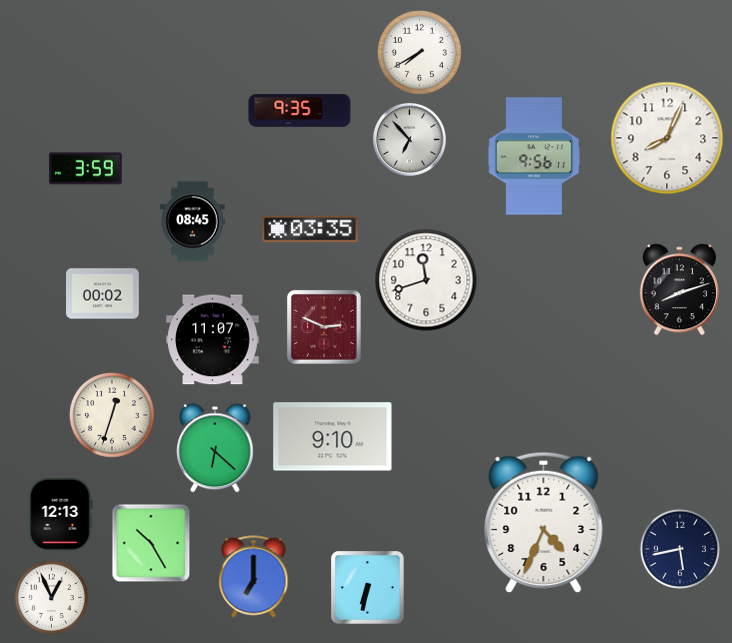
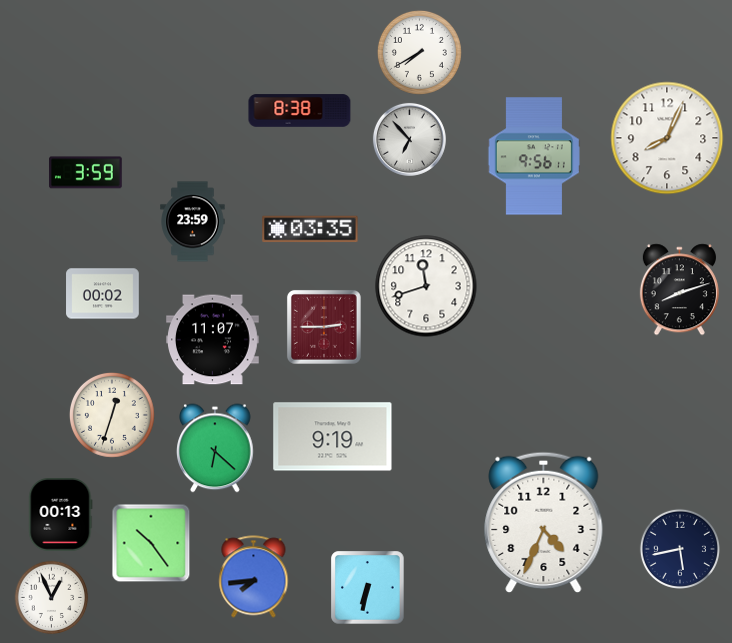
clock at (300, 111): 9:35 -> 8:38
clock at (86, 169) position: (86, 169) -> (86, 173)
clock at (193, 222): 08:45 -> 23:59
clock at (426, 280) position: (426, 280) -> (426, 286)
clock at (324, 327): 2:49 -> 2:45
clock at (333, 437): 9:10 -> 9:19
clock at (61, 515): 12:13 -> 00:13
clock at (151, 543): 10:25 -> 10:24
clock at (254, 577): 7:00 -> 7:44
